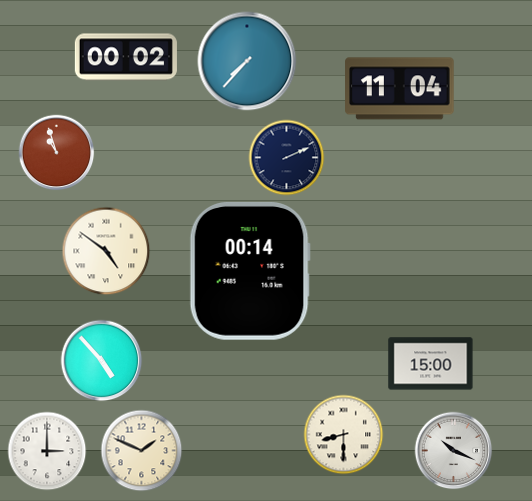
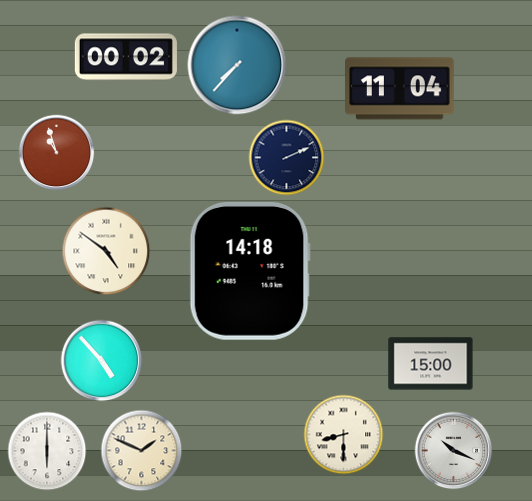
clock at (247, 61) position: (247, 61) -> (237, 65)
clock at (250, 271): 00:14 -> 14:18
clock at (47, 451): 3:00 -> 6:00
